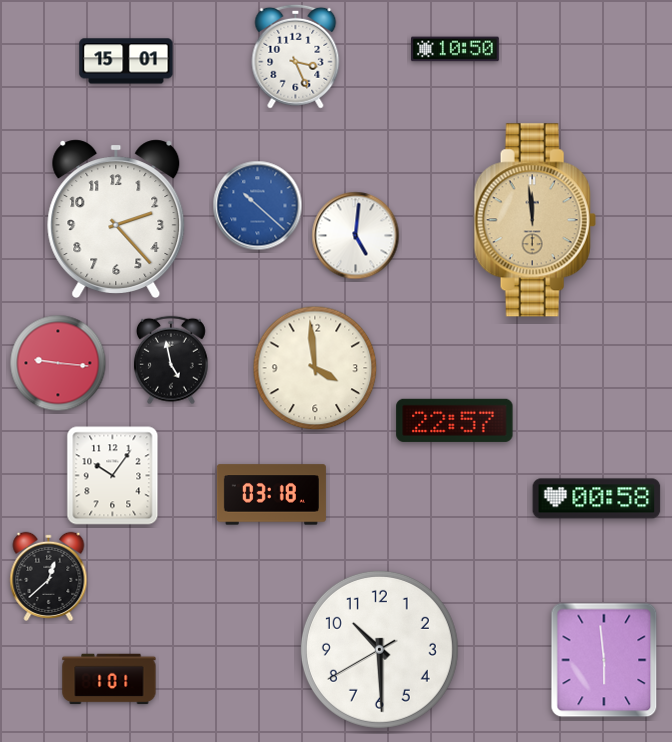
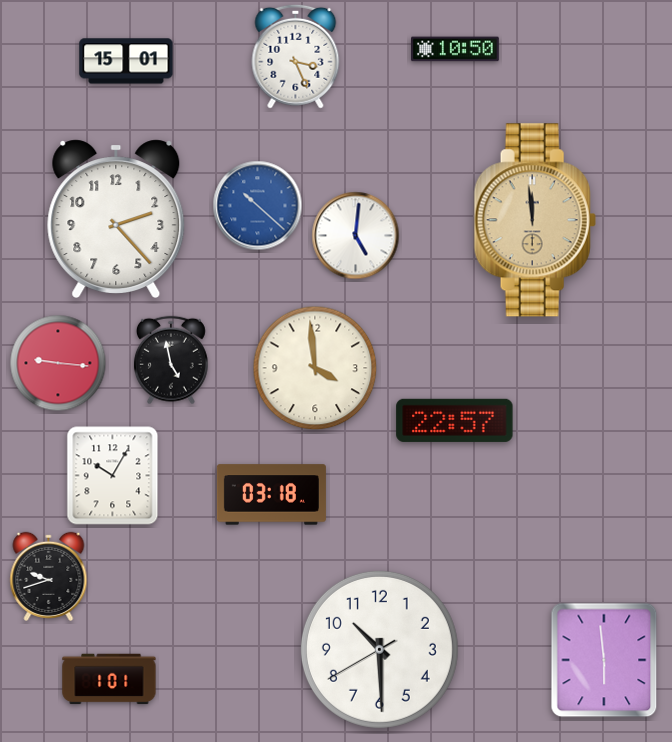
clock at (113, 476): 10:06 -> 10:05
clock at (597, 499): 00:58 -> none
clock at (49, 576): 12:38 -> 9:42
